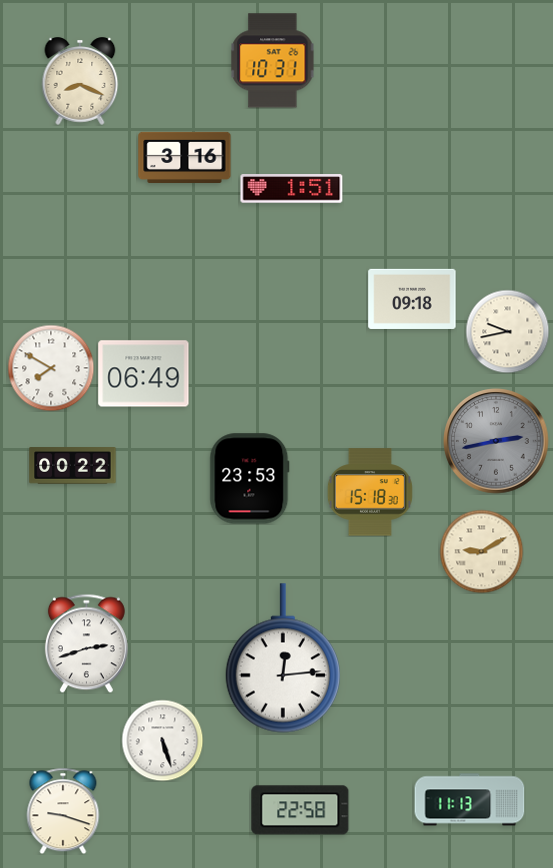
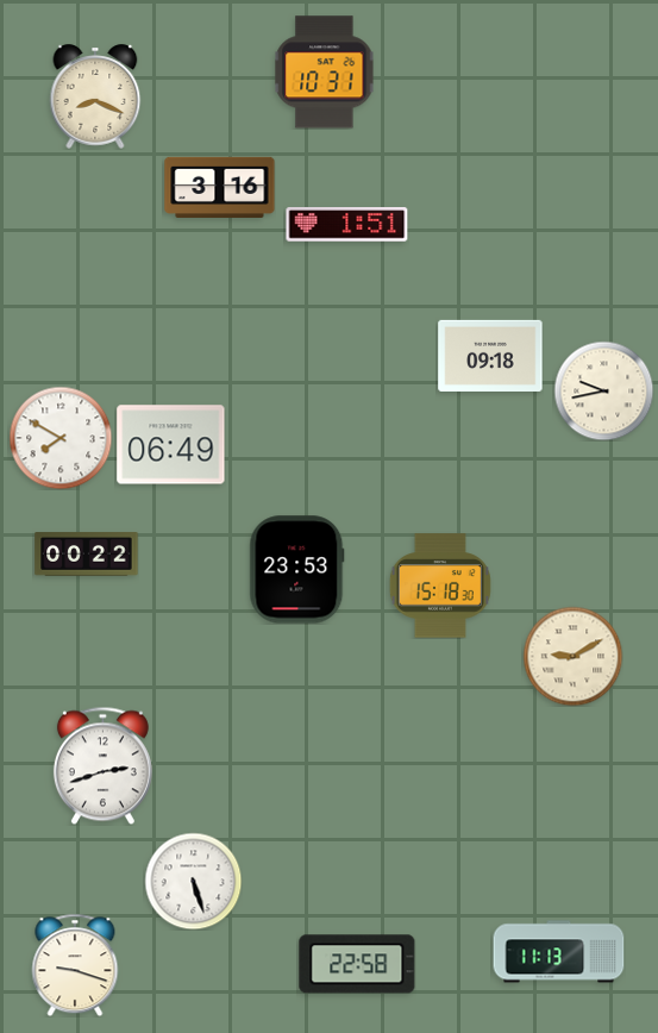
clock at (507, 331) position: (507, 331) -> (603, 390)
clock at (496, 441): 2:43 -> none
clock at (283, 658): 12:14 -> none
